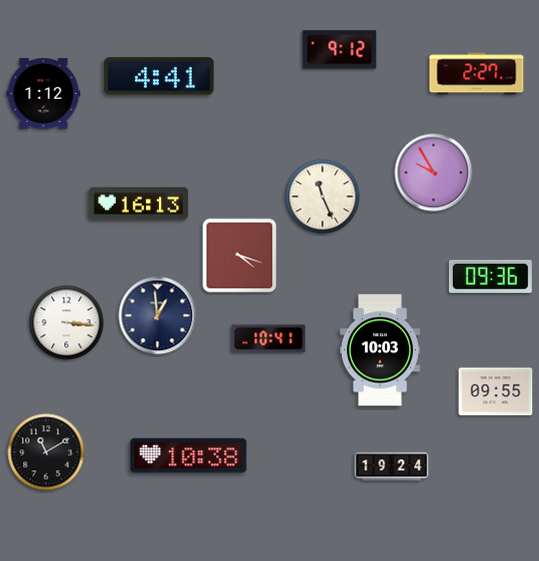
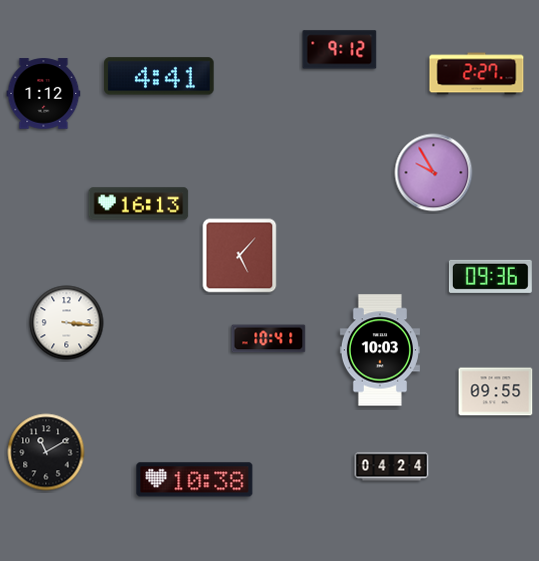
clock at (323, 197): 11:26 -> none
clock at (240, 256): 4:18 -> 5:07
clock at (158, 316): 12:59 -> none
clock at (189, 456) position: (189, 456) -> (195, 480)
clock at (392, 467): 19:24 -> 04:24
